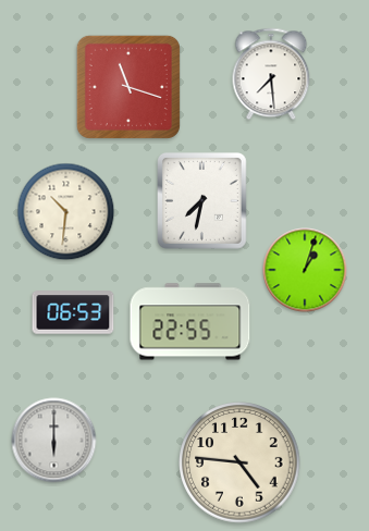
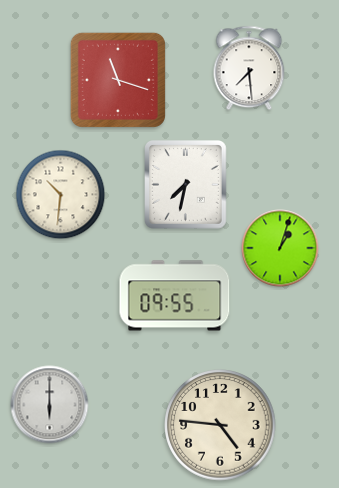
clock at (73, 312): 06:53 -> none
clock at (190, 322): 22:55 -> 09:55
